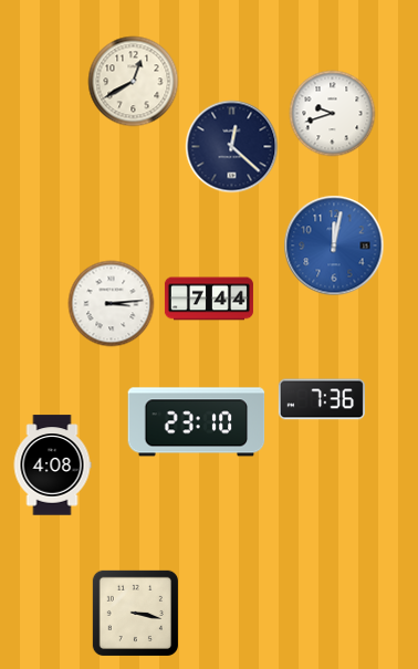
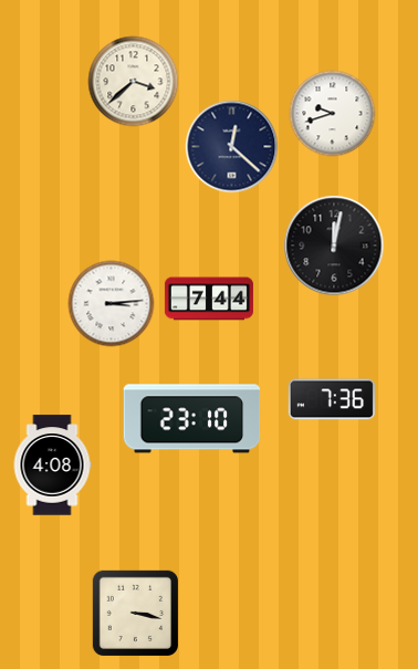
clock at (133, 81): 12:40 -> 3:38
clock at (334, 245) dial: blue -> black
clock at (322, 399) position: (322, 399) -> (332, 399)
clock at (197, 422) position: (197, 422) -> (192, 419)
